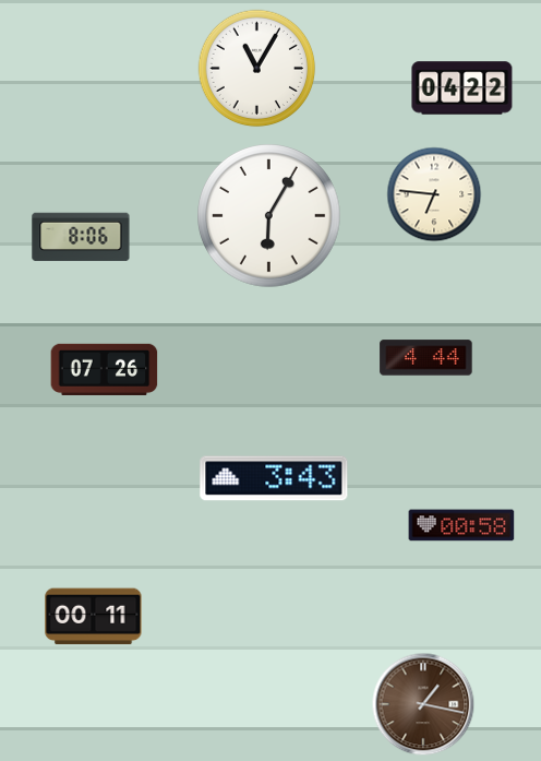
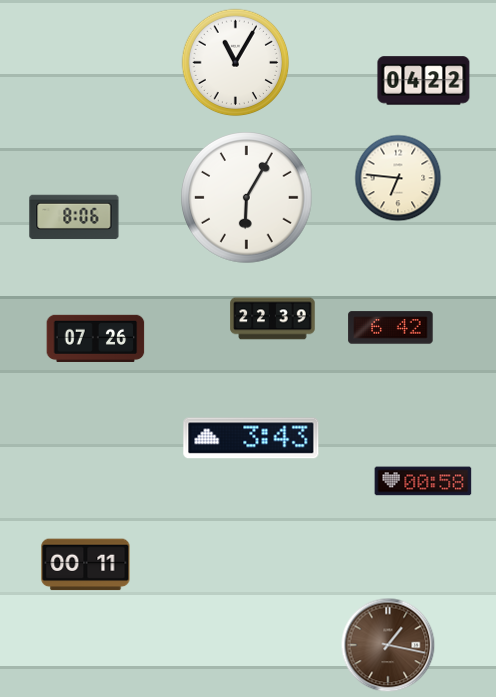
clock at (273, 319): none -> 22:39
clock at (426, 358): 4:44 -> 6:42
